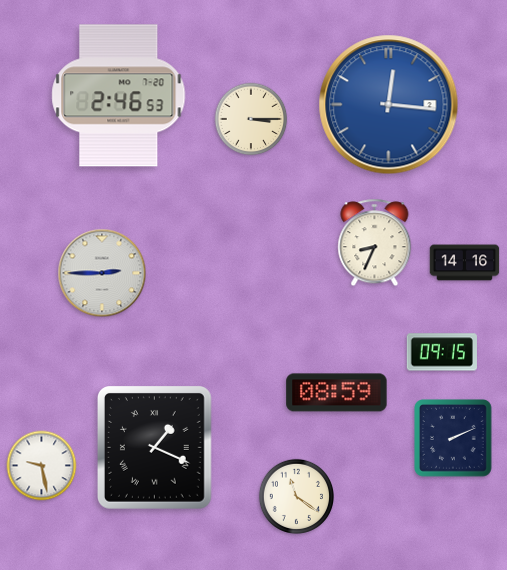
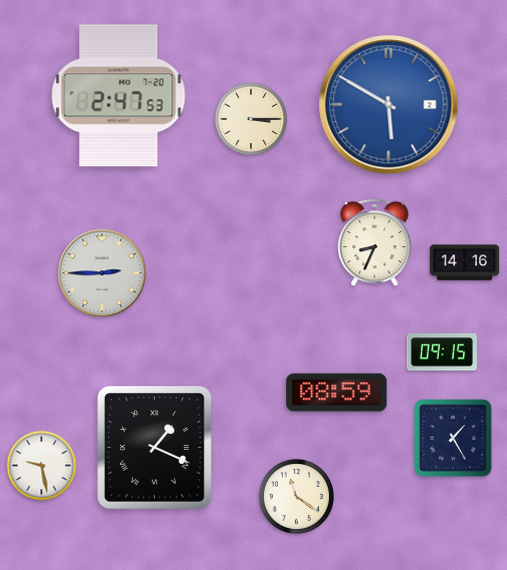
clock at (119, 96): 2:46 -> 2:47
clock at (389, 105): 12:16 -> 5:50
clock at (454, 439): 2:11 -> 1:25
